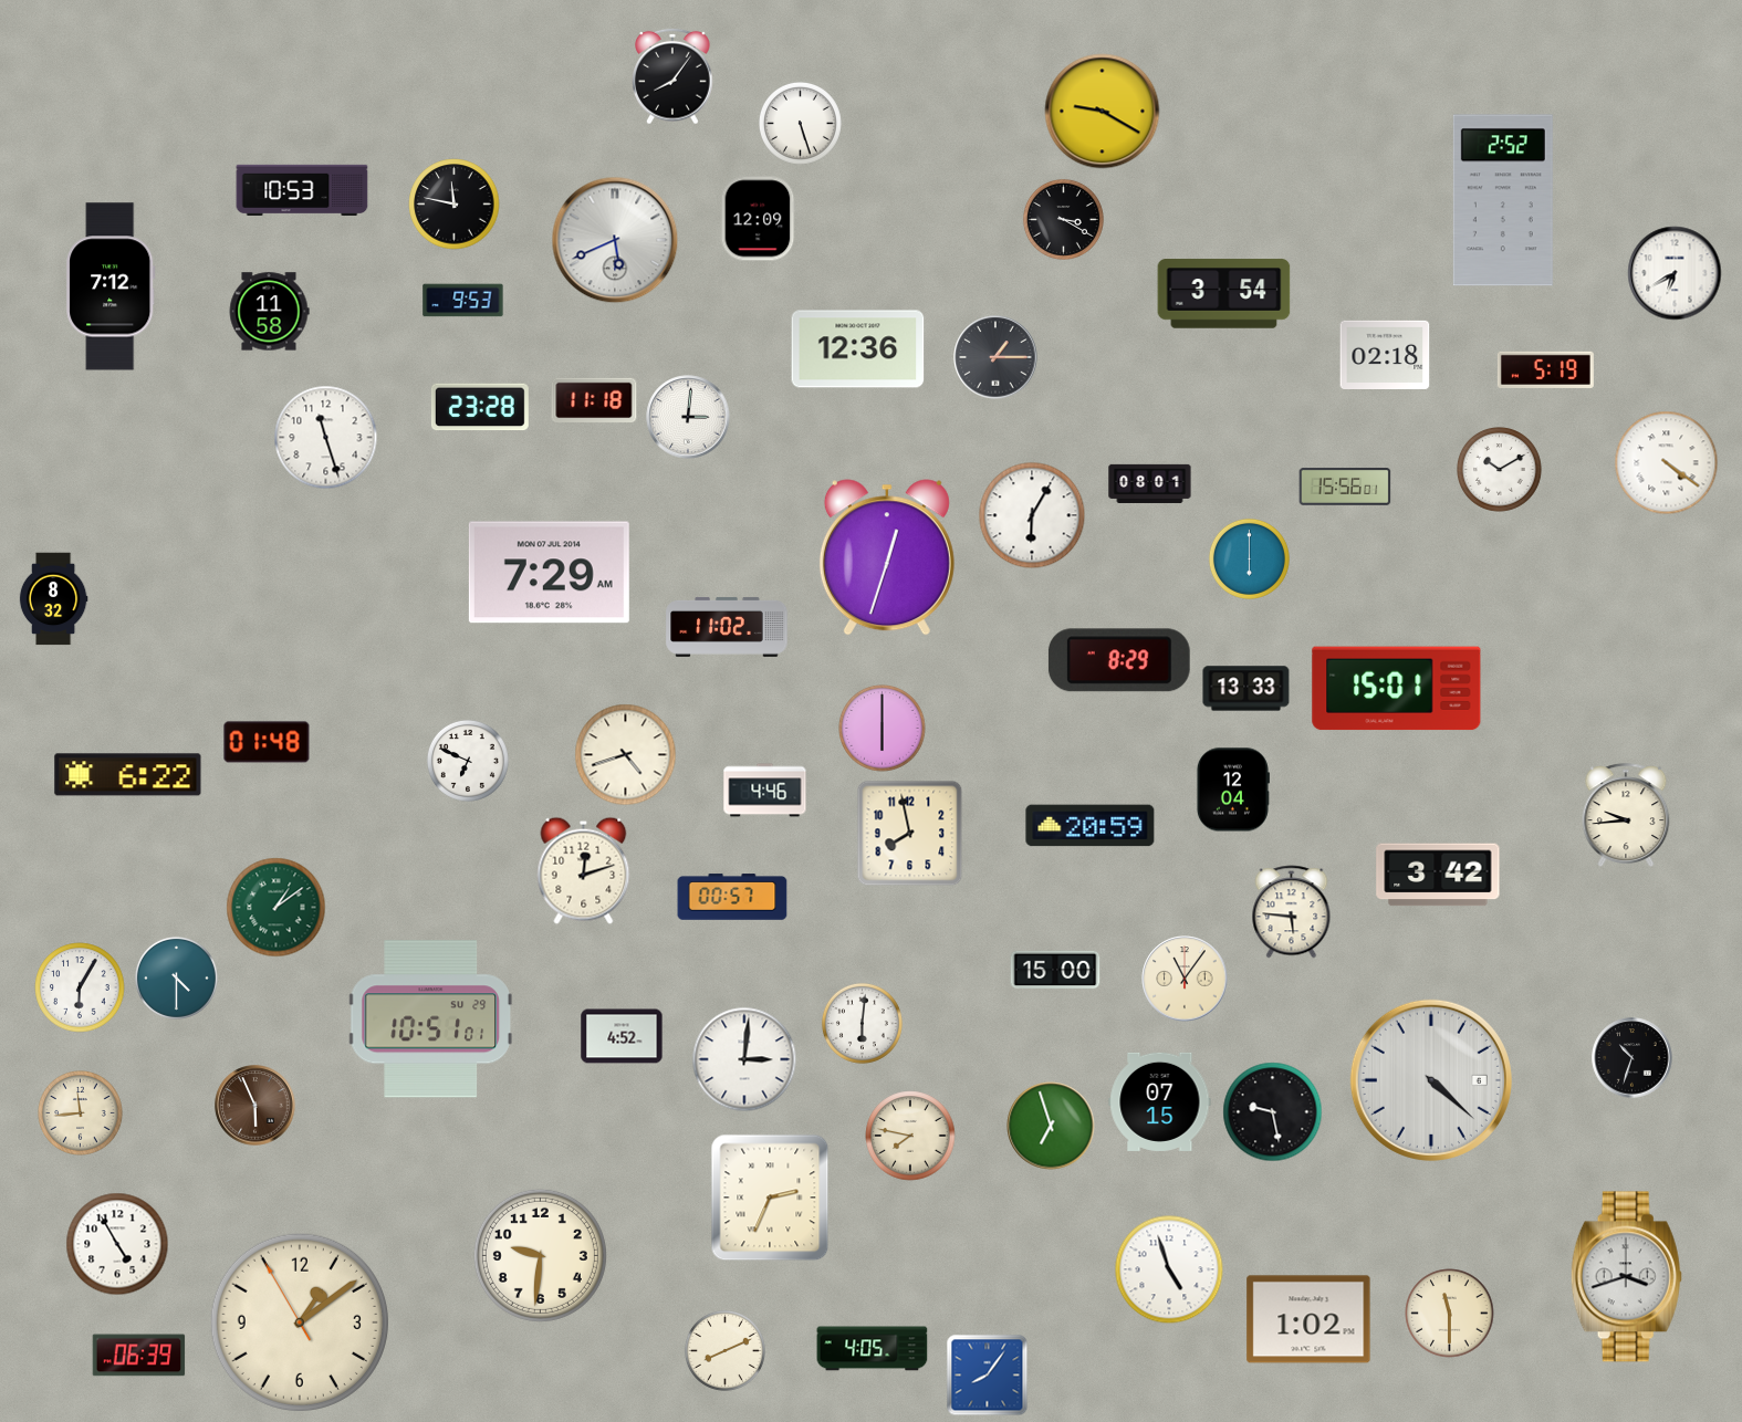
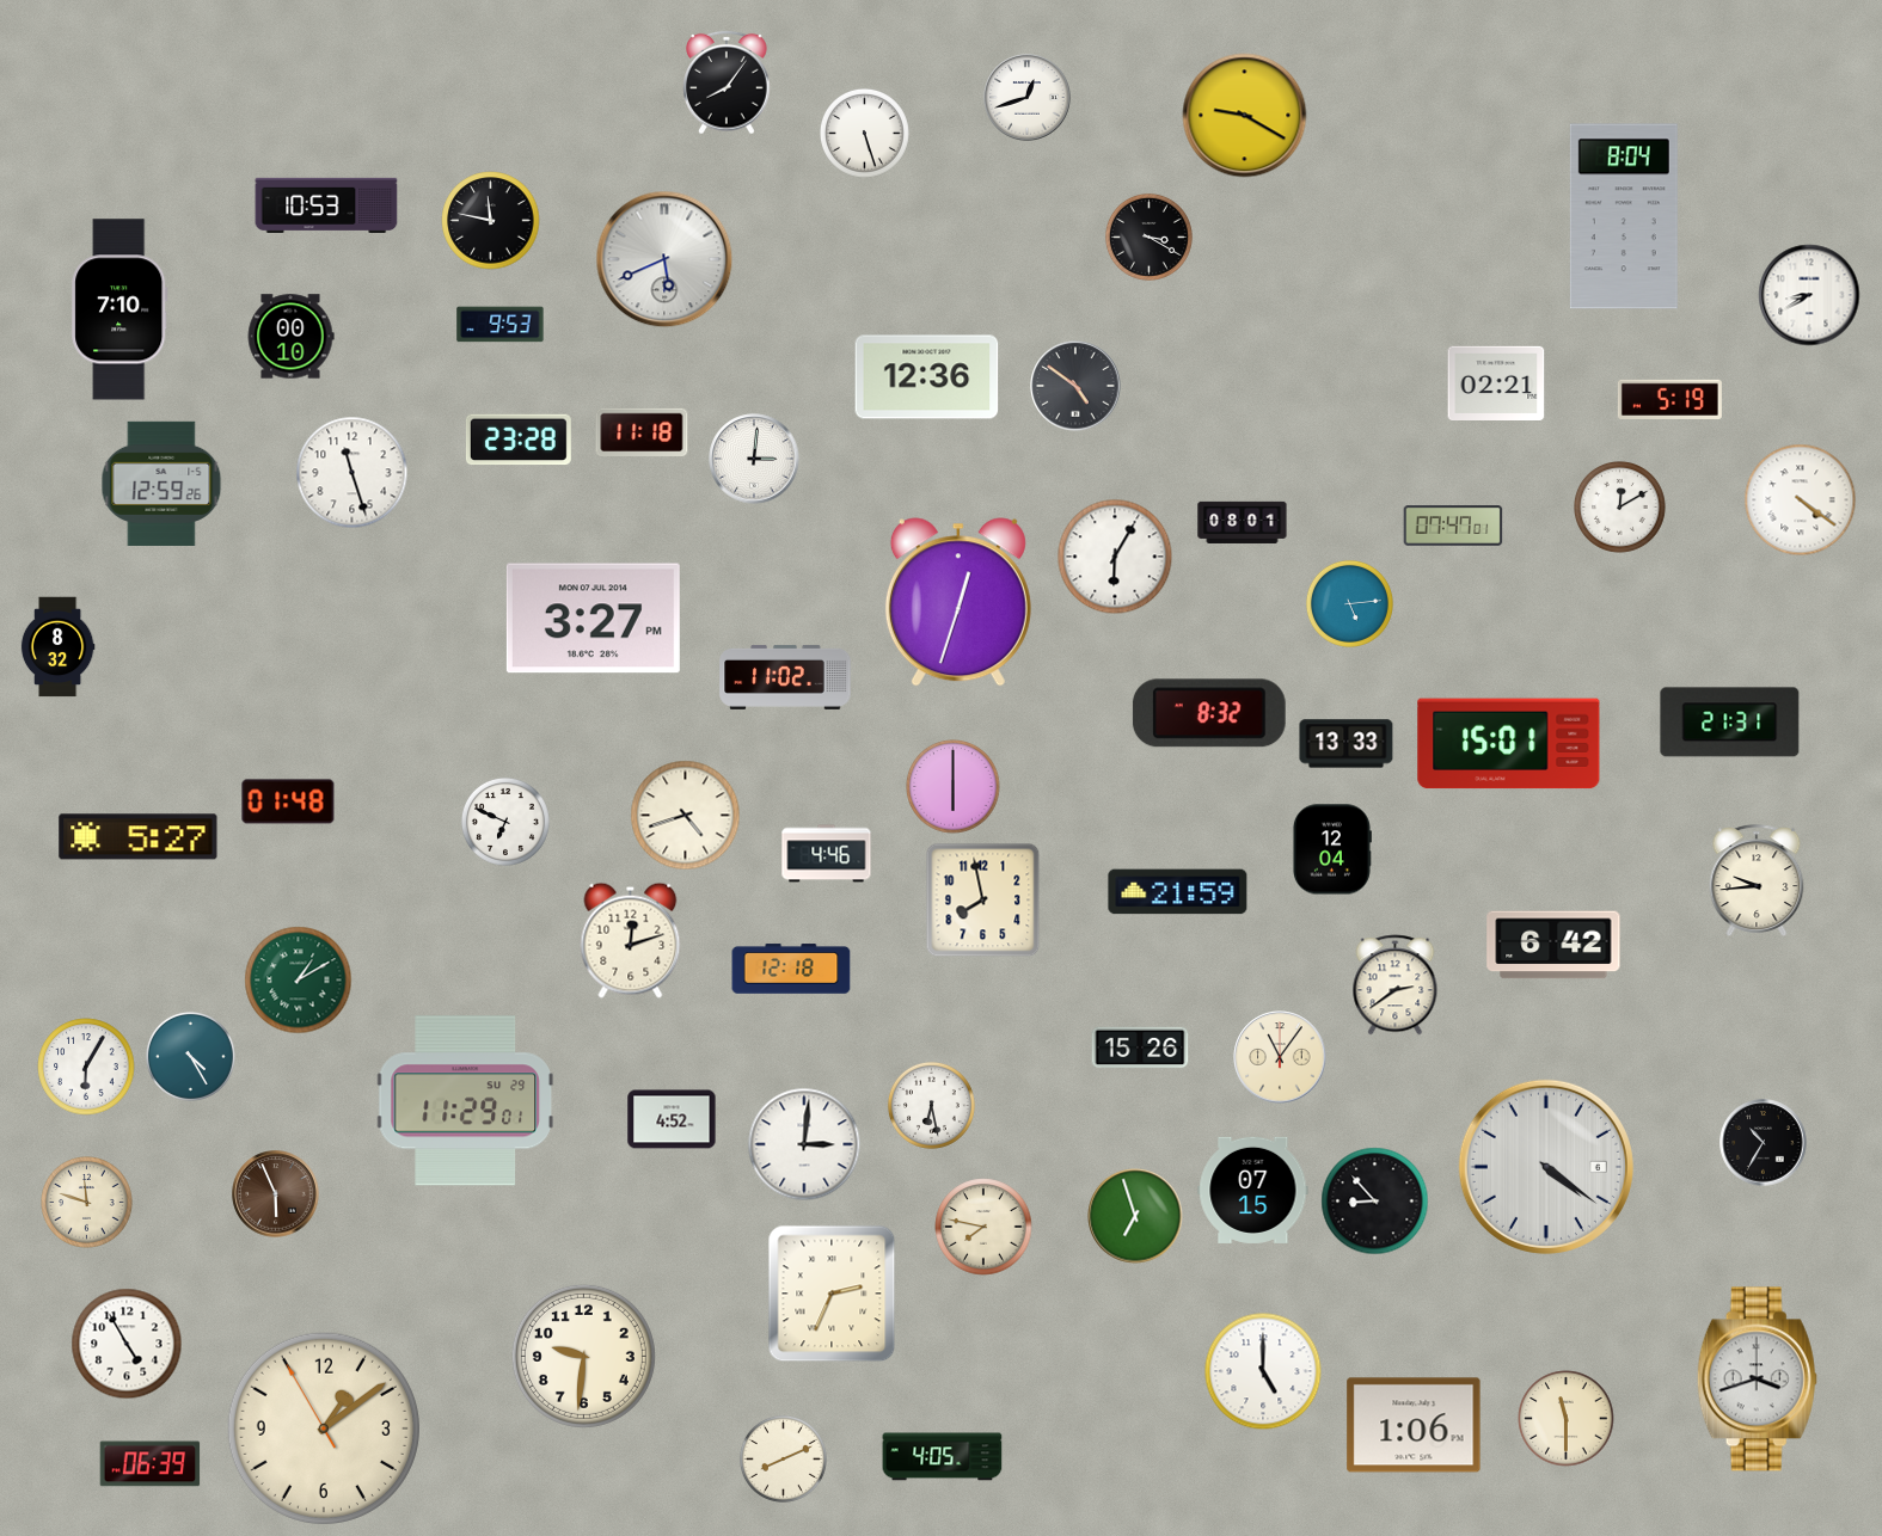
clock at (1028, 98): none -> 12:42
clock at (1103, 112) position: (1103, 112) -> (1245, 116)
clock at (1503, 200): 2:52 -> 8:04
clock at (759, 219): 12:09 -> none
clock at (1675, 273): 6:40 -> 8:40
clock at (111, 286): 7:12 -> 7:10
clock at (1224, 294): 3:54 -> none
clock at (269, 312): 11:58 -> 00:10
clock at (1385, 354): 02:18 -> 02:21
clock at (995, 357): 1:15 -> 4:51
clock at (688, 417) position: (688, 417) -> (754, 459)
clock at (161, 484): none -> 12:59
clock at (1500, 470): 10:10 -> 12:10
clock at (1345, 487): 15:56 -> 07:47
clock at (1249, 558): 6:00 -> 5:14
clock at (549, 573): 7:29 -> 3:27
clock at (1119, 660): 8:29 -> 8:32
clock at (1730, 723): none -> 21:31
clock at (626, 755) position: (626, 755) -> (686, 816)
clock at (128, 775): 6:22 -> 5:27
clock at (1232, 790) position: (1232, 790) -> (1331, 849)
clock at (1091, 826): 20:59 -> 21:59
clock at (1438, 875): 3:42 -> 6:42
clock at (732, 897): 00:57 -> 12:18
clock at (277, 908): 1:09 -> 1:10
clock at (1292, 912): 5:46 -> 2:39
clock at (1055, 970): 15:00 -> 15:26
clock at (176, 977): 4:30 -> 4:25
clock at (430, 1020): 10:51 -> 11:29
clock at (862, 1023): 6:01 -> 6:28
clock at (1633, 1058): 10:33 -> 10:35
clock at (1431, 1080): 4:22 -> 4:21
clock at (1273, 1112): 9:28 -> 8:53
clock at (81, 1113): 11:44 -> 11:48
clock at (1169, 1269): 4:57 -> 5:00
clock at (1308, 1319): 1:02 -> 1:06
clock at (988, 1376): 8:06 -> none
